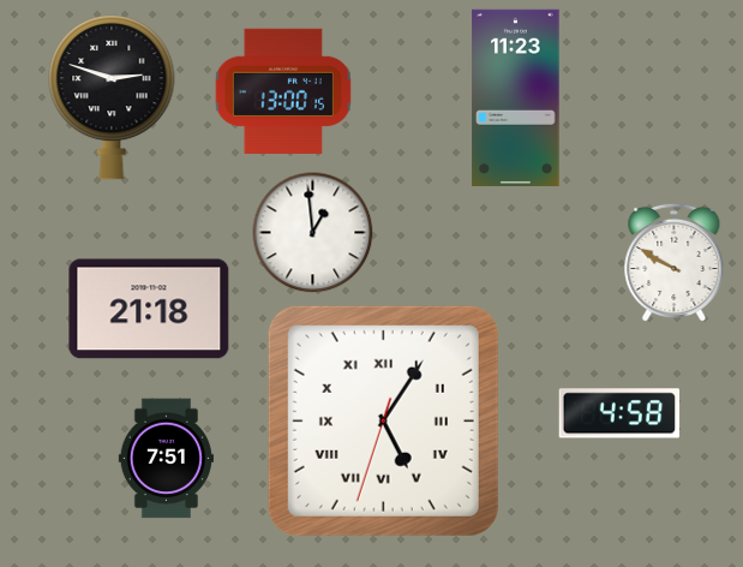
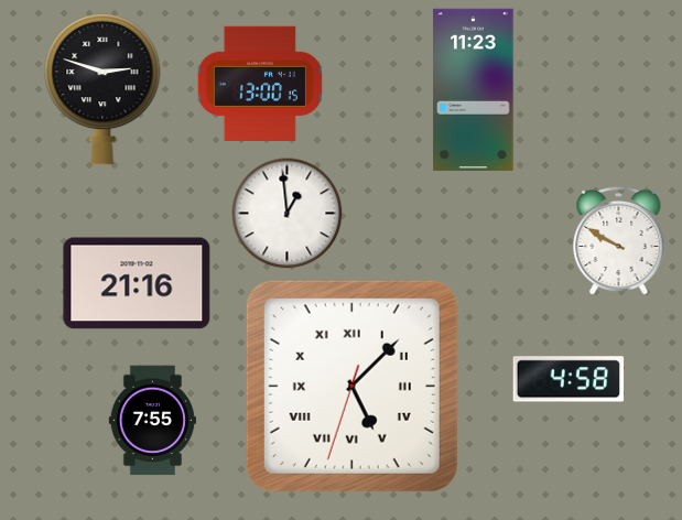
clock at (149, 309): 21:18 -> 21:16
clock at (383, 420): 5:05 -> 5:07
clock at (166, 459): 7:51 -> 7:55
